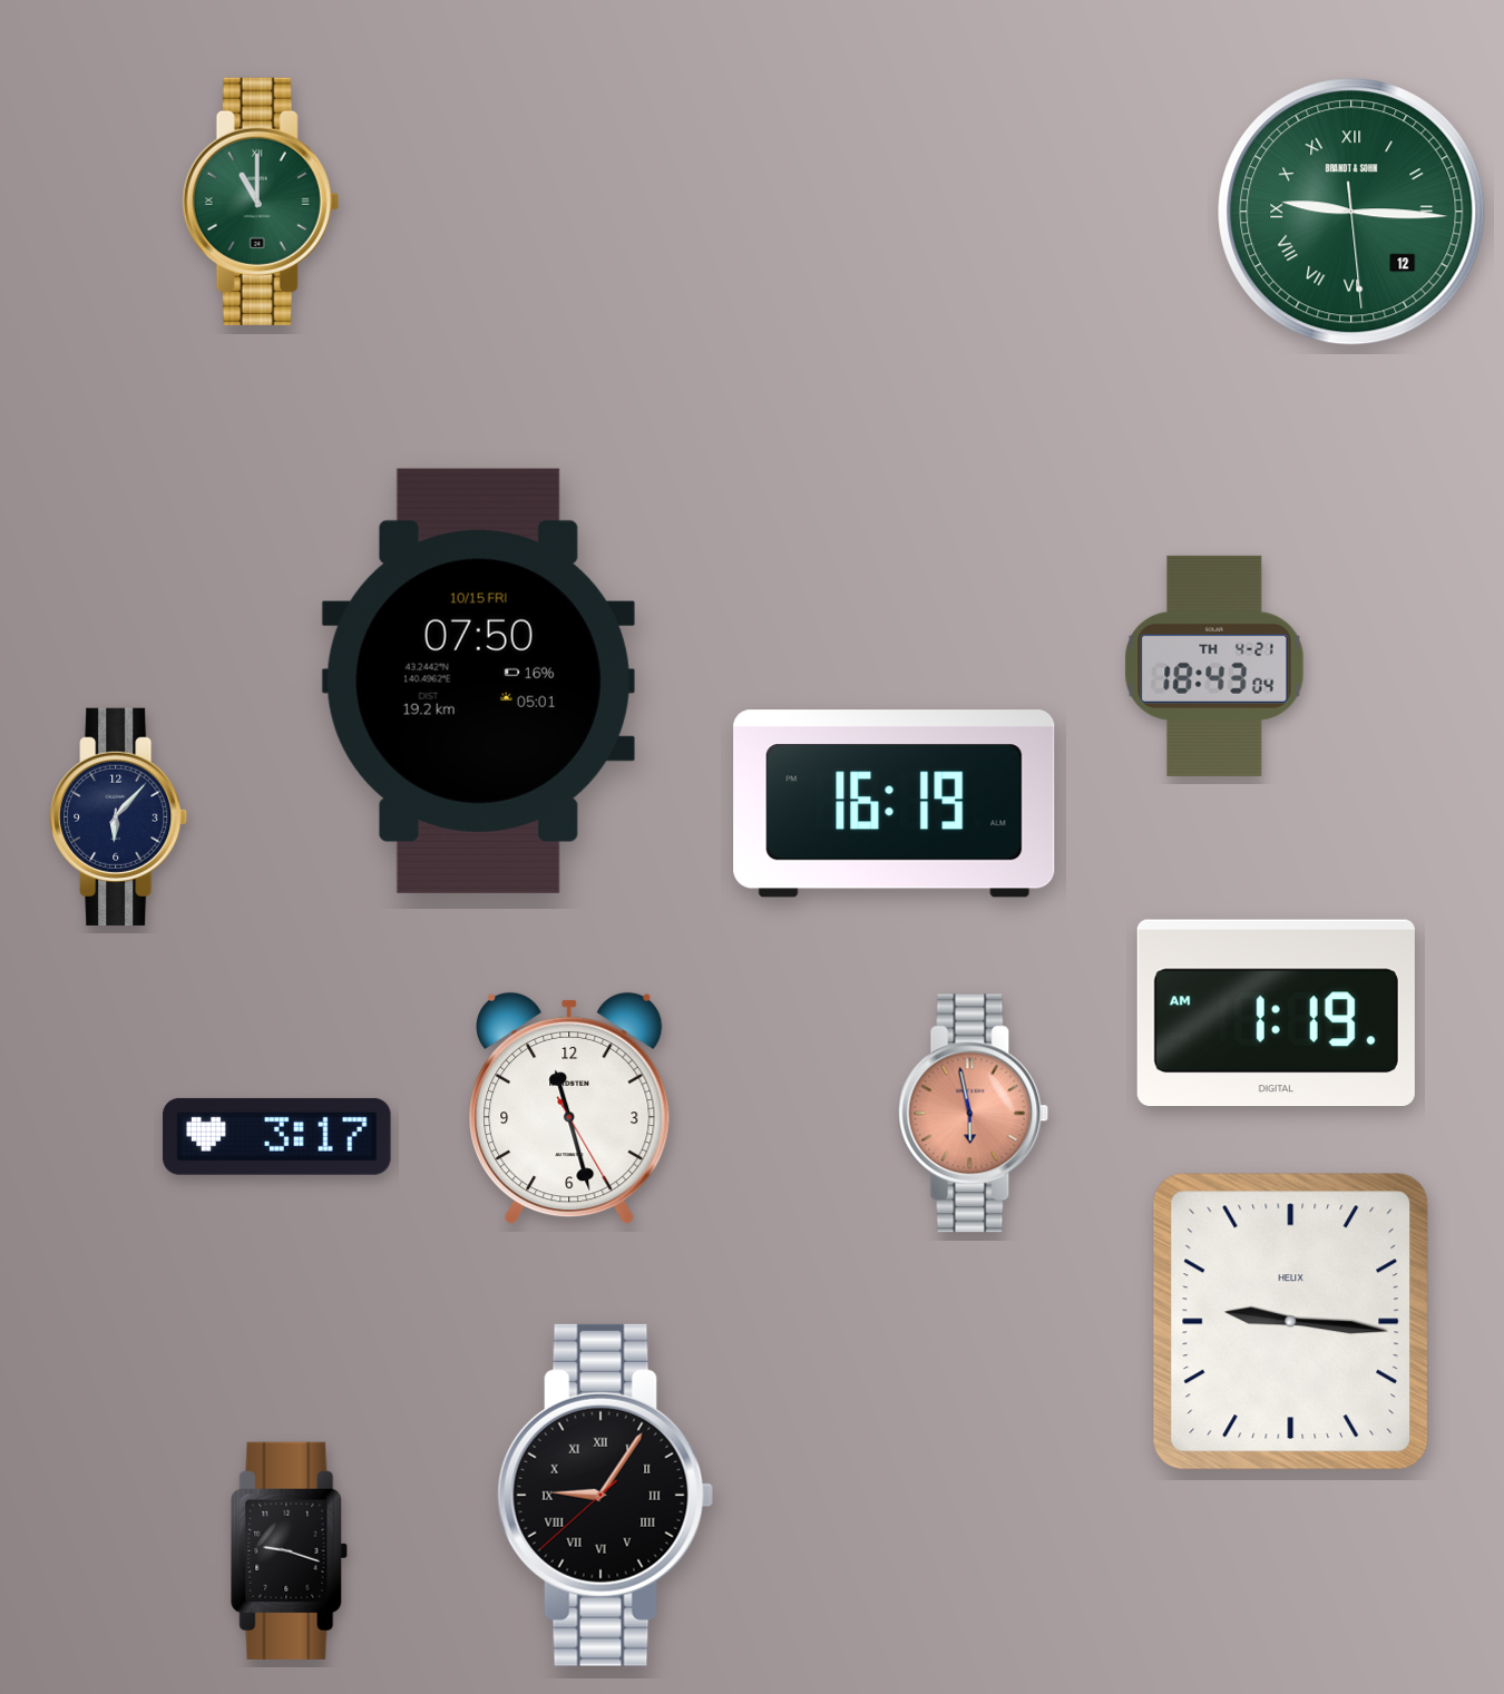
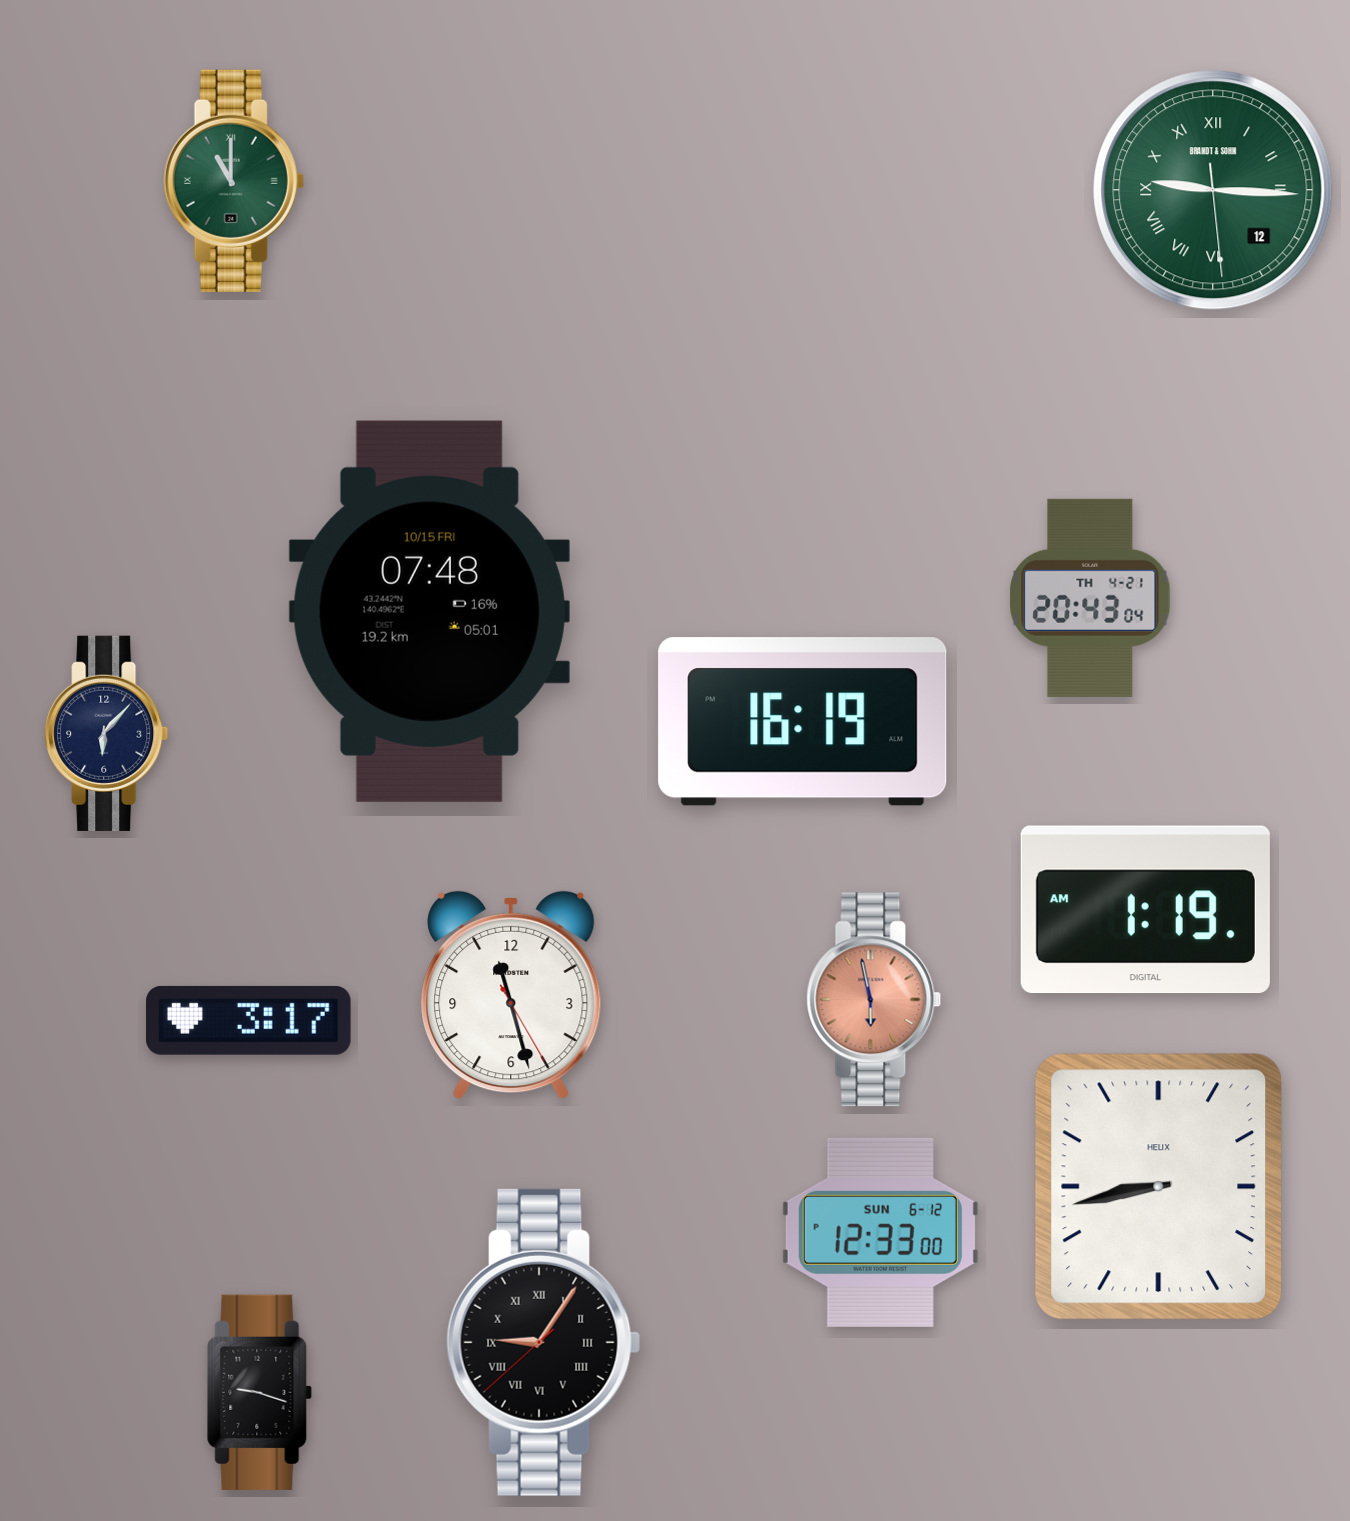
clock at (1214, 666): 18:43 -> 20:43
clock at (478, 680): 07:50 -> 07:48
clock at (1291, 1322): 9:16 -> 8:43
clock at (880, 1232): none -> 12:33
